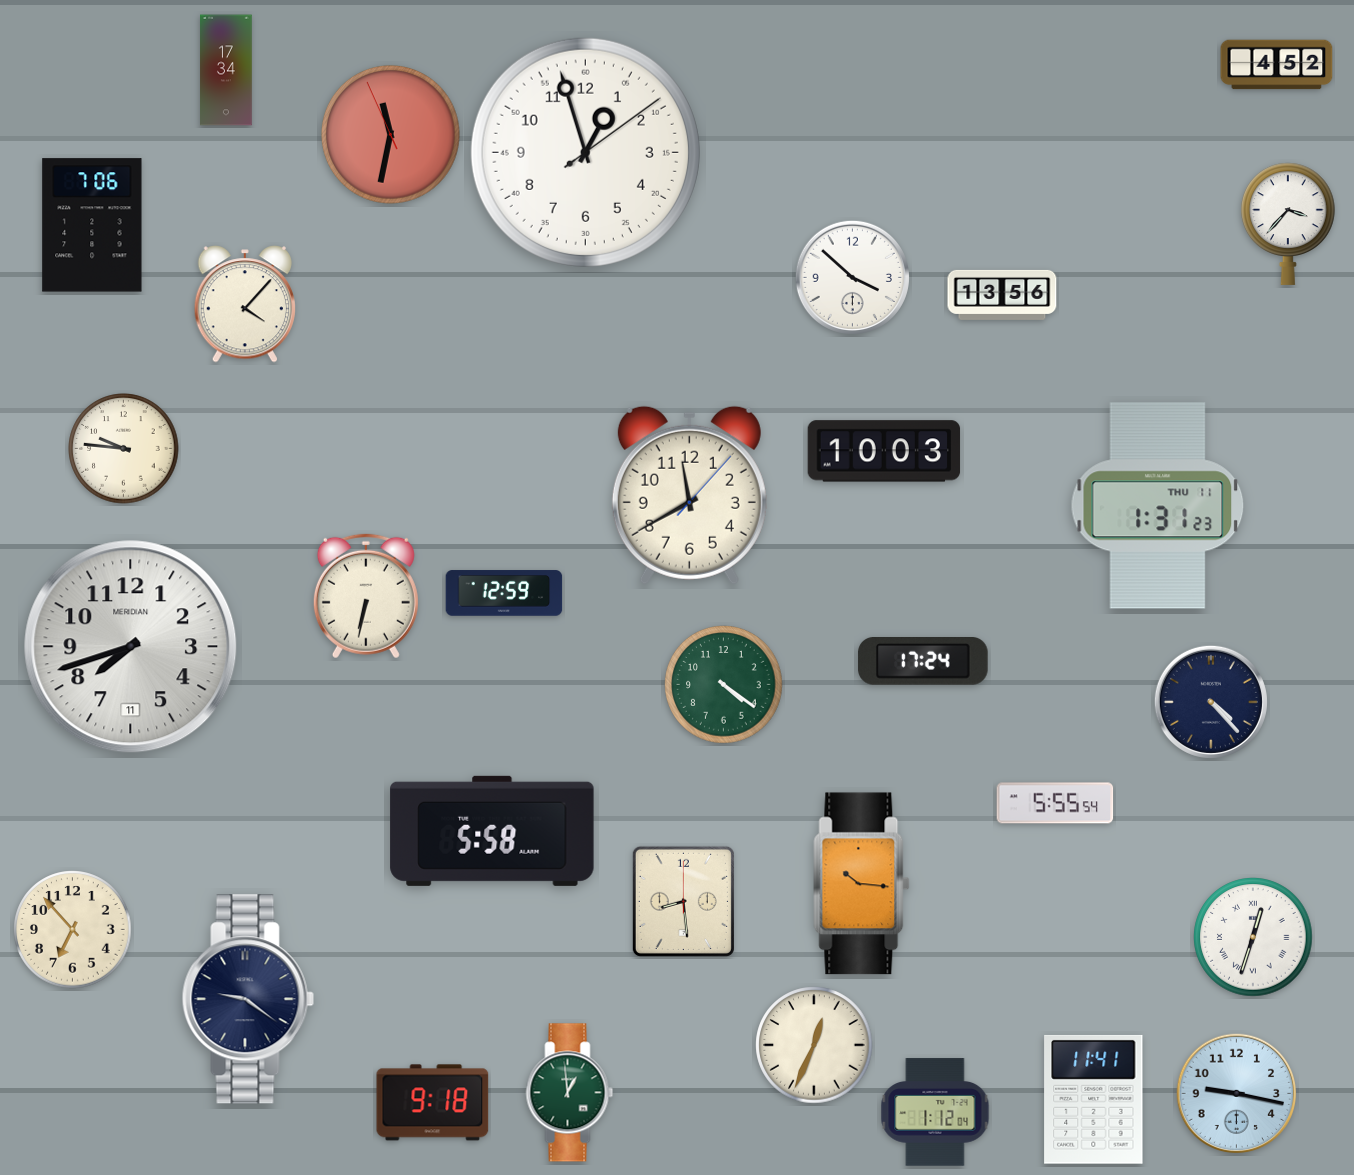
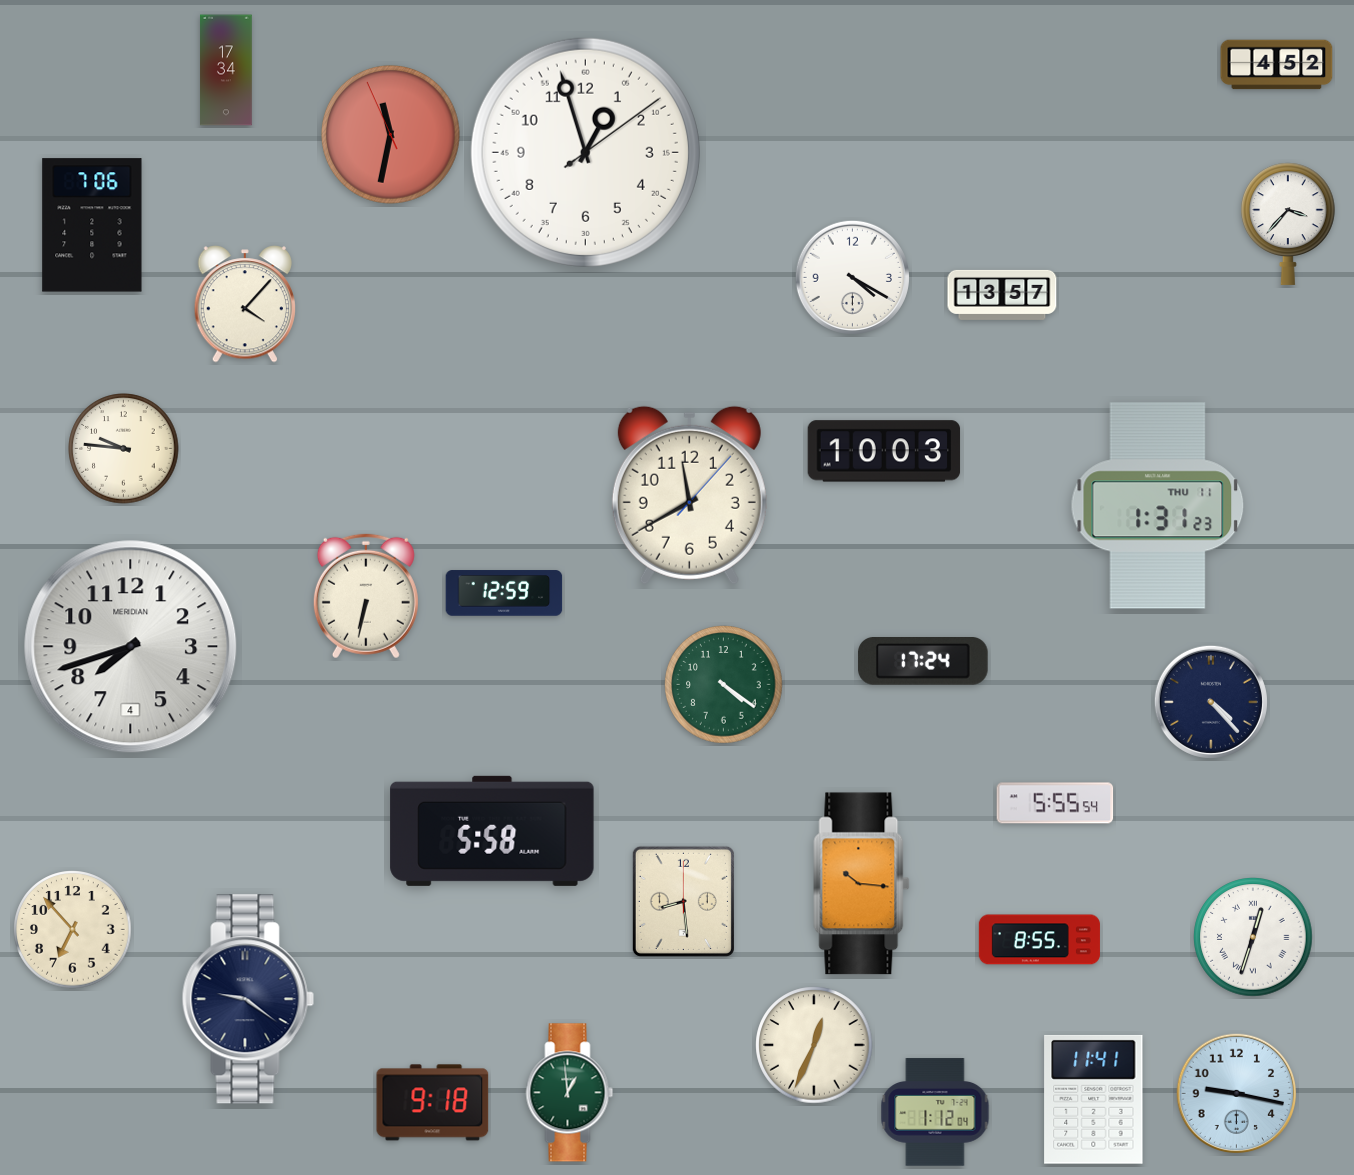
clock at (852, 277): 3:52 -> 4:20
clock at (1002, 295): 13:56 -> 13:57
clock at (131, 647) date: 11 -> 4
clock at (1039, 940): none -> 8:55
